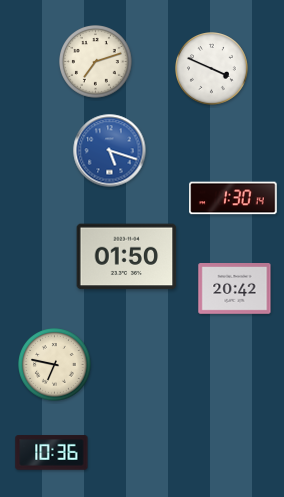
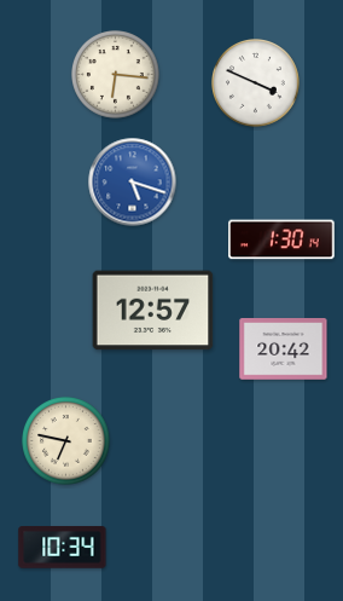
clock at (96, 62): 7:12 -> 6:16
clock at (127, 257): 01:50 -> 12:57
clock at (52, 453): 10:36 -> 10:34
